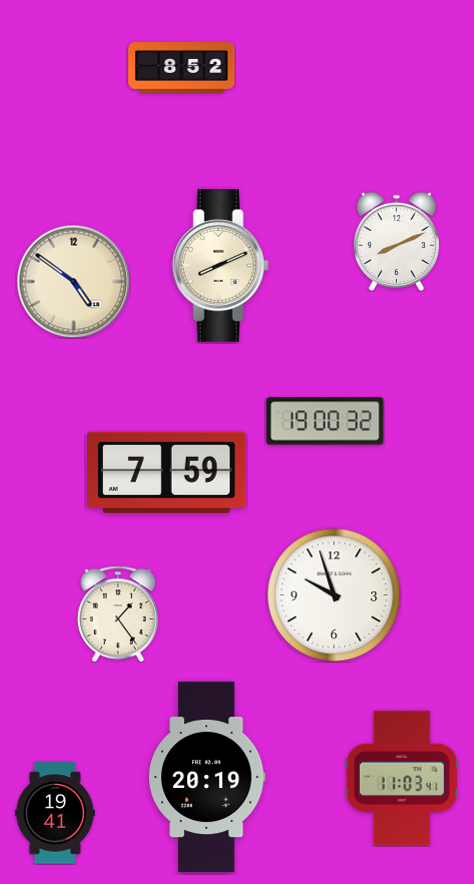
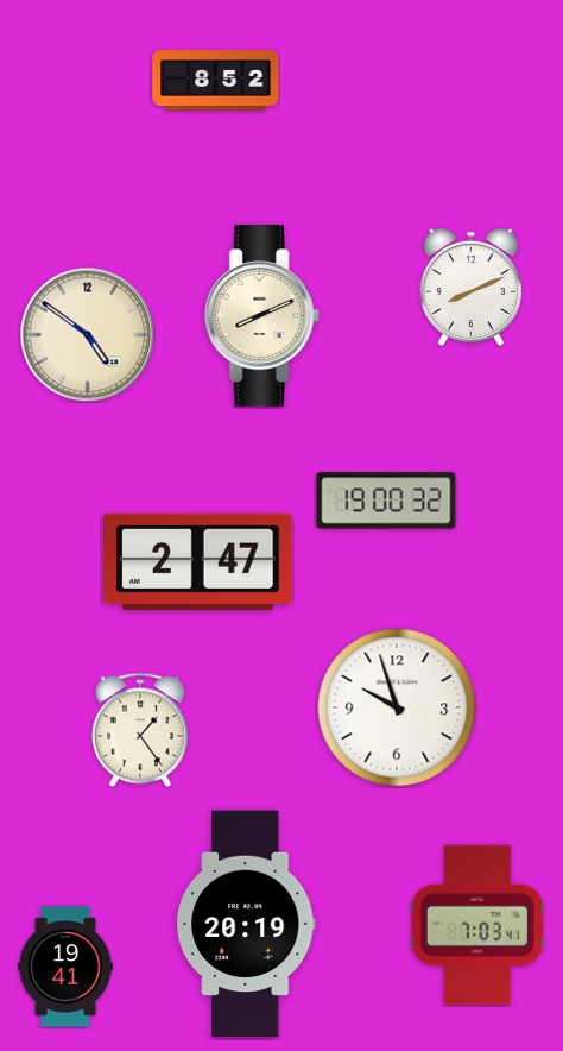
clock at (167, 472): 7:59 -> 2:47
clock at (402, 778): 11:03 -> 7:03
